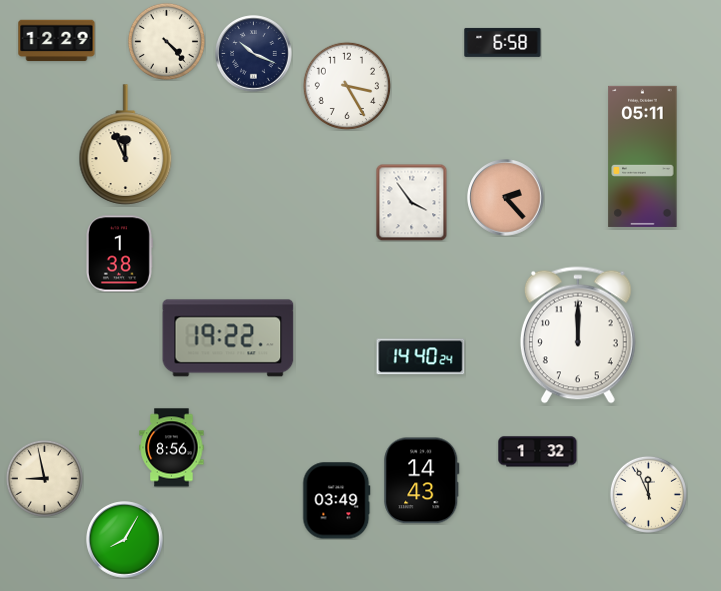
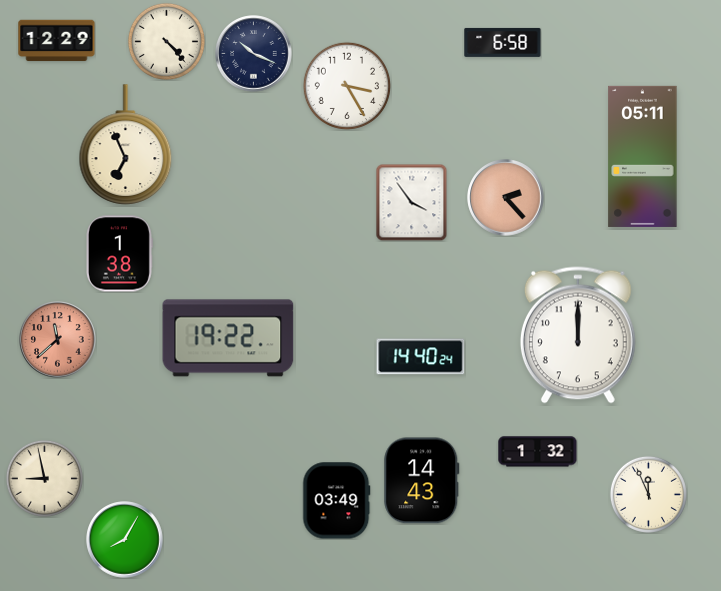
clock at (126, 145): 11:56 -> 6:56
clock at (58, 340): none -> 11:38
clock at (172, 448): 8:56 -> none
